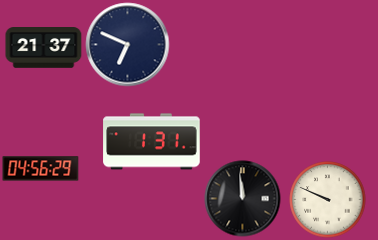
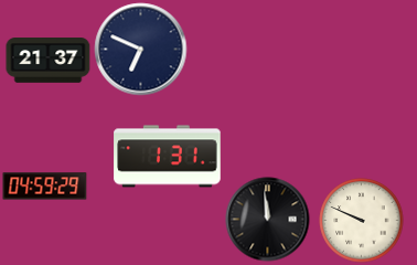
clock at (44, 48) position: (44, 48) -> (49, 61)
clock at (41, 169): 04:56 -> 04:59
